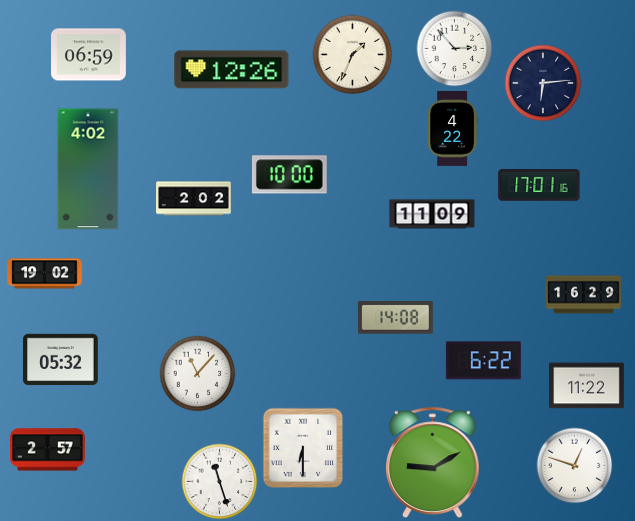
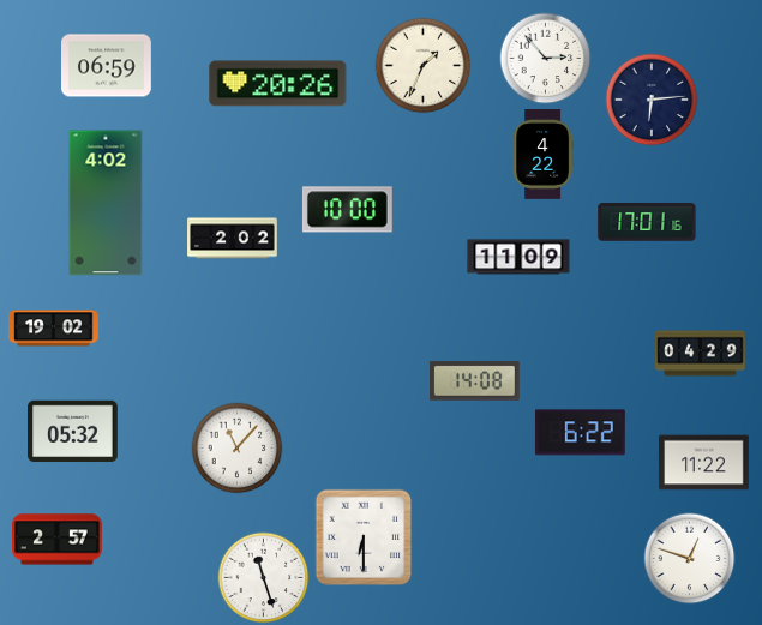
clock at (232, 70): 12:26 -> 20:26
clock at (584, 295): 16:29 -> 04:29
clock at (433, 462): 9:10 -> none
